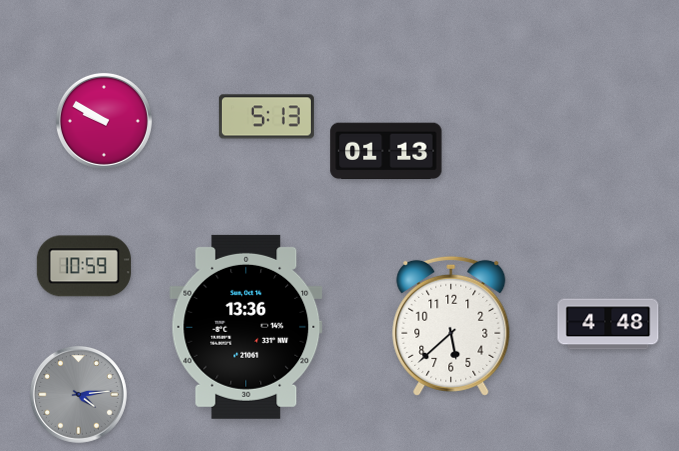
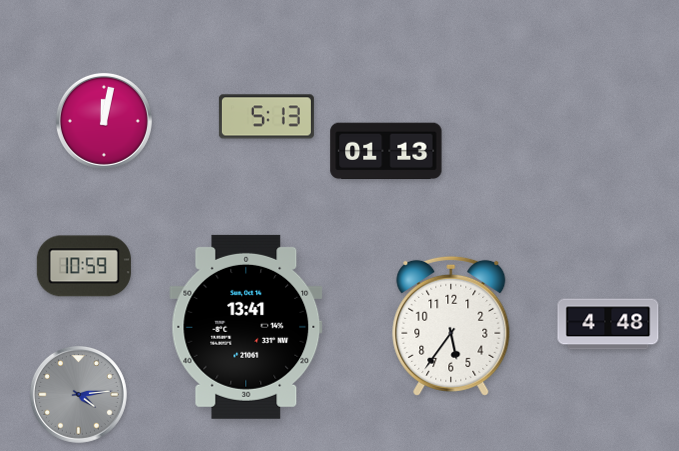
clock at (104, 121): 9:50 -> 12:02
clock at (451, 326): 5:38 -> 5:36
clock at (246, 327): 13:36 -> 13:41
